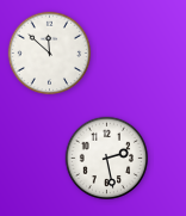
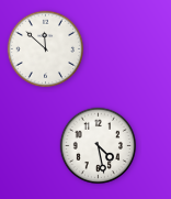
clock at (107, 159): 2:28 -> 4:28
